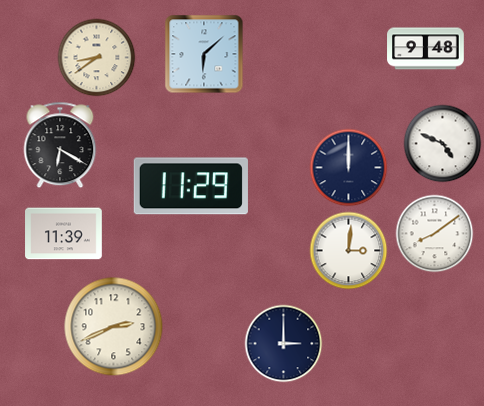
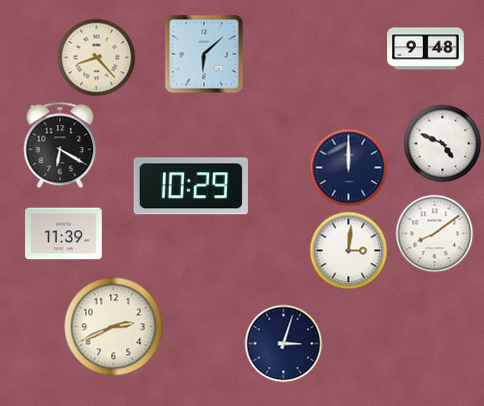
clock at (96, 57): 8:39 -> 8:23
clock at (191, 186): 11:29 -> 10:29
clock at (283, 343): 3:00 -> 3:03
